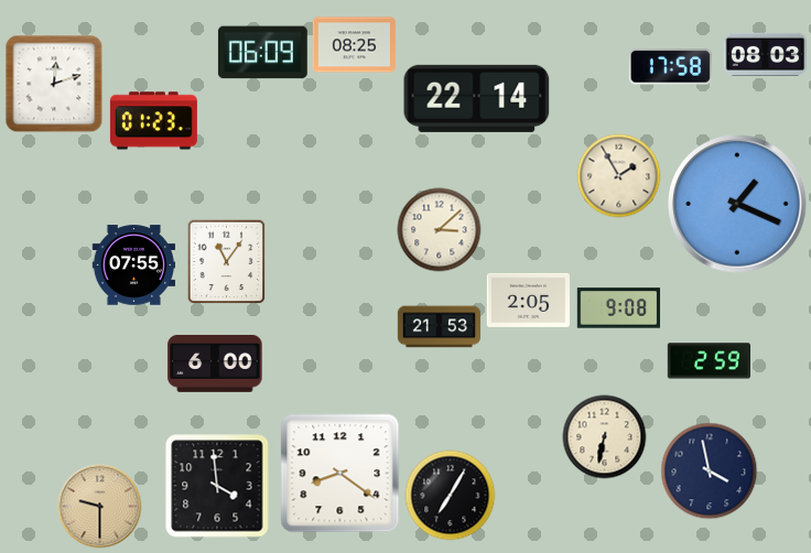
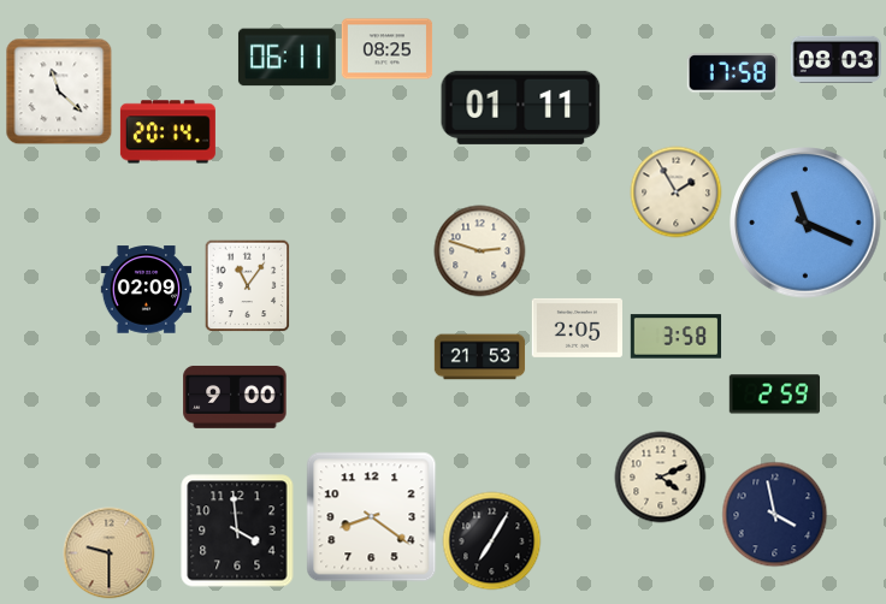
clock at (262, 53): 06:09 -> 06:11
clock at (54, 84): 12:12 -> 11:22
clock at (477, 98): 22:14 -> 01:11
clock at (153, 121): 01:23 -> 20:14
clock at (737, 204): 1:19 -> 11:19
clock at (440, 230): 3:08 -> 2:48
clock at (134, 265): 07:55 -> 02:09
clock at (619, 308): 9:08 -> 3:58
clock at (215, 364): 6:00 -> 9:00
clock at (605, 437): 6:32 -> 4:11
